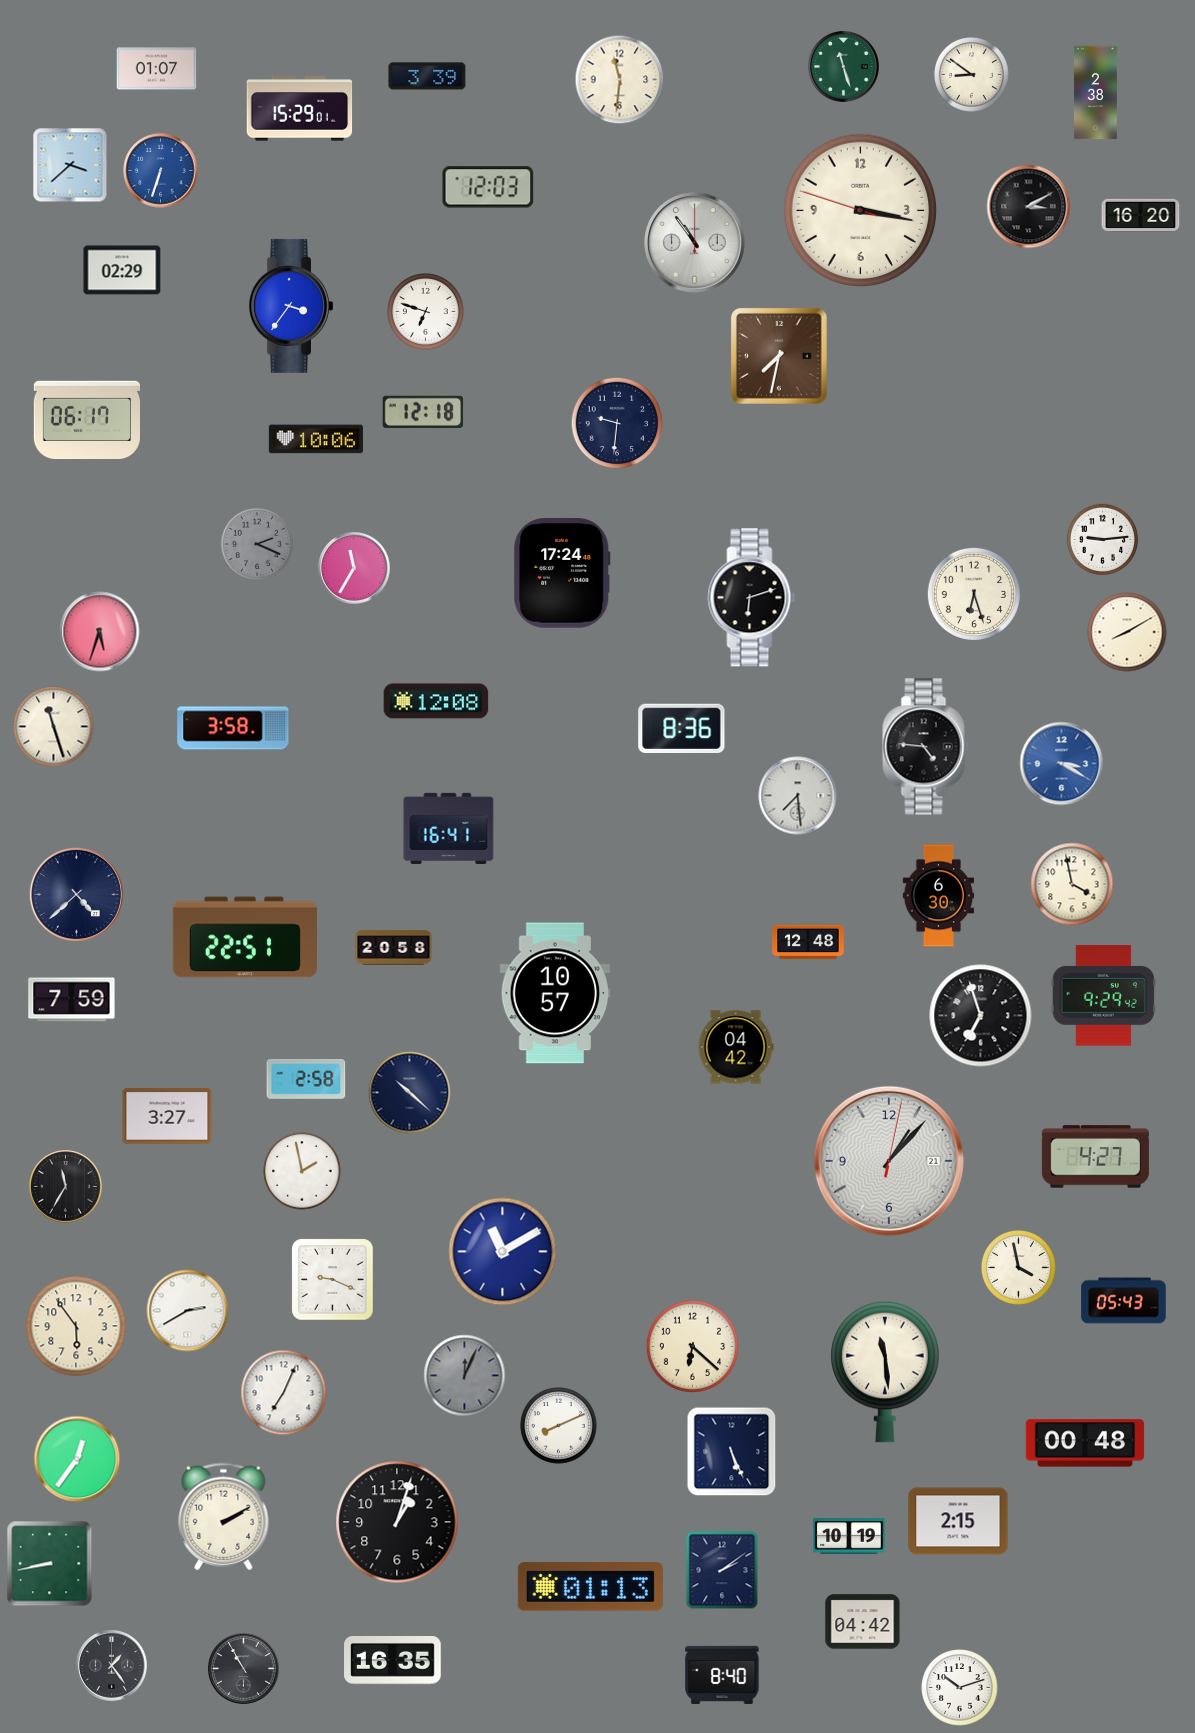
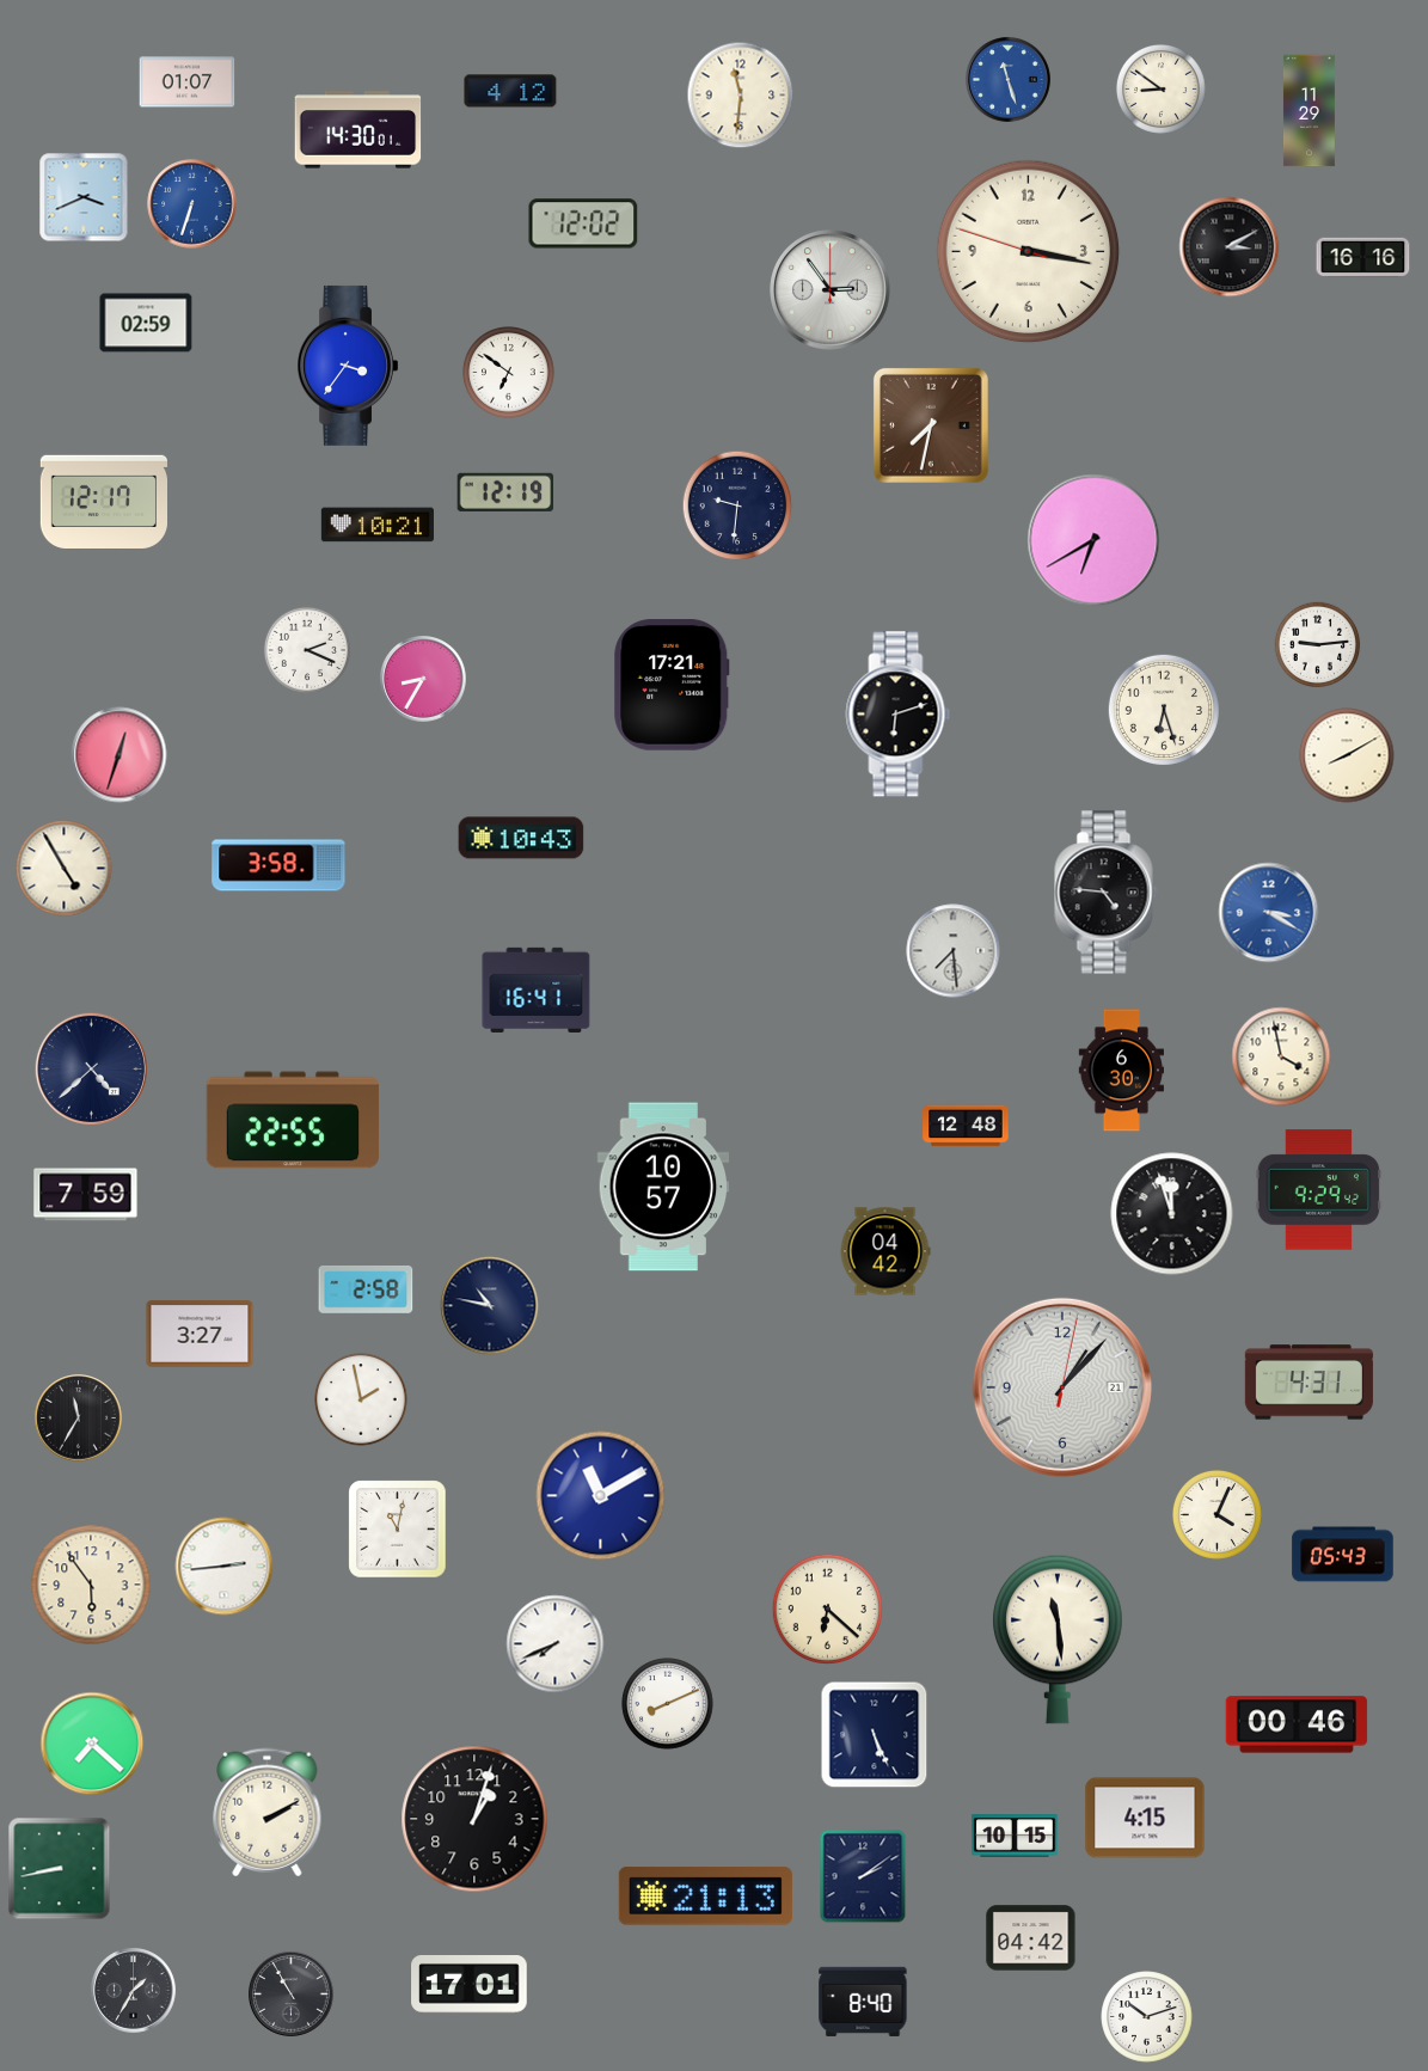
clock at (844, 67) dial: green -> blue
clock at (427, 76): 3:39 -> 4:12
clock at (1095, 93): 2:38 -> 11:29
clock at (300, 109): 15:29 -> 14:30
clock at (70, 165): 3:38 -> 3:41
clock at (488, 187): 12:03 -> 12:02
clock at (1141, 215): 16:20 -> 16:16
clock at (695, 243): 10:54 -> 2:54
clock at (122, 270): 02:29 -> 02:59
clock at (426, 312): 6:48 -> 6:51
clock at (422, 412): 12:18 -> 12:19
clock at (86, 420): 06:17 -> 12:17
clock at (316, 439): 10:06 -> 10:21
clock at (1093, 540): none -> 6:40
clock at (256, 543) dial: grey -> white
clock at (354, 568): 11:35 -> 8:35
clock at (562, 573): 17:24 -> 17:21
clock at (100, 632): 5:33 -> 12:33
clock at (436, 701): 12:08 -> 10:43
clock at (54, 727): 11:27 -> 4:55
clock at (233, 728) position: (233, 728) -> (278, 865)
clock at (682, 728): 8:36 -> none
clock at (245, 937): 22:51 -> 22:55
clock at (394, 948): 20:58 -> none
clock at (981, 1016): 6:57 -> 11:57
clock at (736, 1047) position: (736, 1047) -> (885, 1251)
clock at (410, 1093): 10:22 -> 10:47
clock at (1095, 1157): 4:27 -> 4:31
clock at (1018, 1267): 3:58 -> 4:04
clock at (333, 1280): 9:19 -> 11:02
clock at (188, 1311): 2:40 -> 2:44
clock at (465, 1376): 12:04 -> 7:41
clock at (465, 1376) dial: grey -> white
clock at (284, 1393): 7:04 -> none
clock at (1085, 1443): 00:48 -> 00:46
clock at (77, 1459): 12:36 -> 7:22
clock at (958, 1521): 2:15 -> 4:15
clock at (849, 1536): 10:19 -> 10:15
clock at (590, 1587): 01:13 -> 21:13
clock at (393, 1661): 16:35 -> 17:01
clock at (112, 1666): 1:24 -> 1:35
